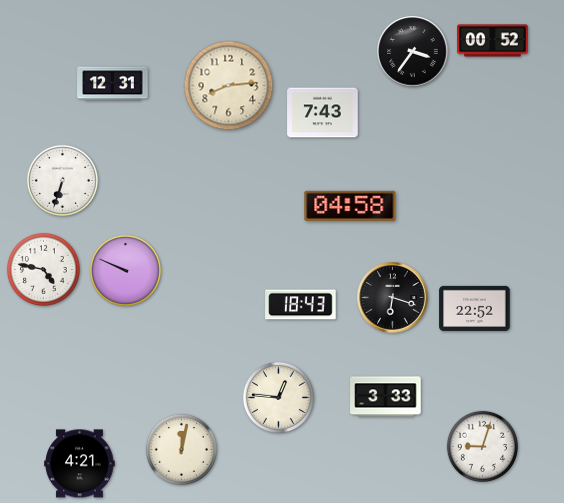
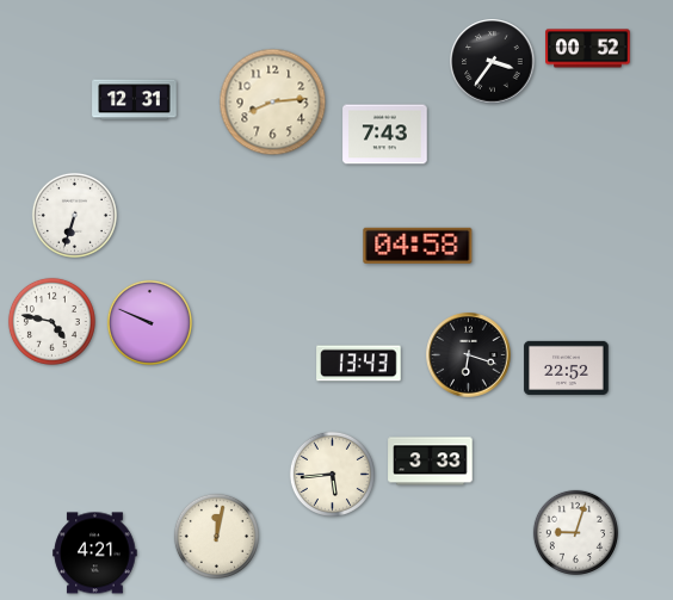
clock at (301, 305): 18:43 -> 13:43
clock at (278, 397): 12:46 -> 5:44
clock at (386, 397) position: (386, 397) -> (431, 462)
